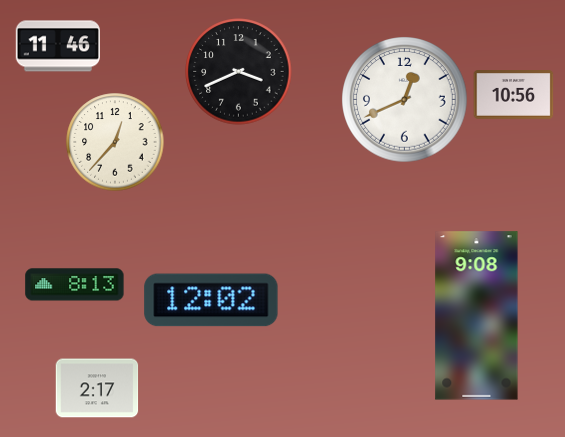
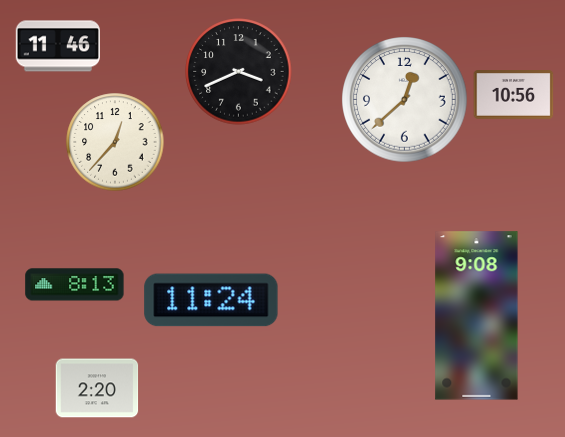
clock at (405, 100): 12:41 -> 12:38
clock at (211, 300): 12:02 -> 11:24
clock at (97, 388): 2:17 -> 2:20
